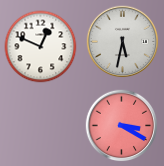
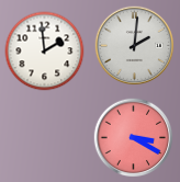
clock at (123, 42): 5:32 -> 2:01
clock at (41, 47): 12:49 -> 1:59
